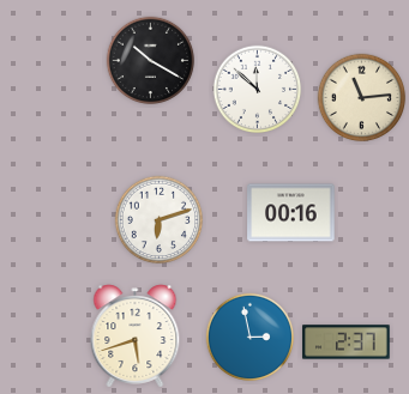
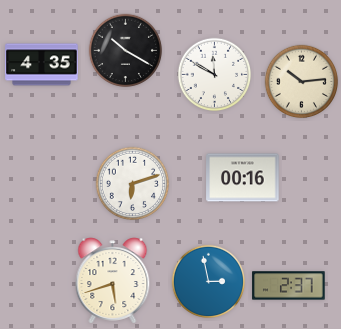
clock at (42, 65): none -> 4:35
clock at (258, 90): 11:52 -> 11:50
clock at (362, 98): 11:14 -> 10:14
